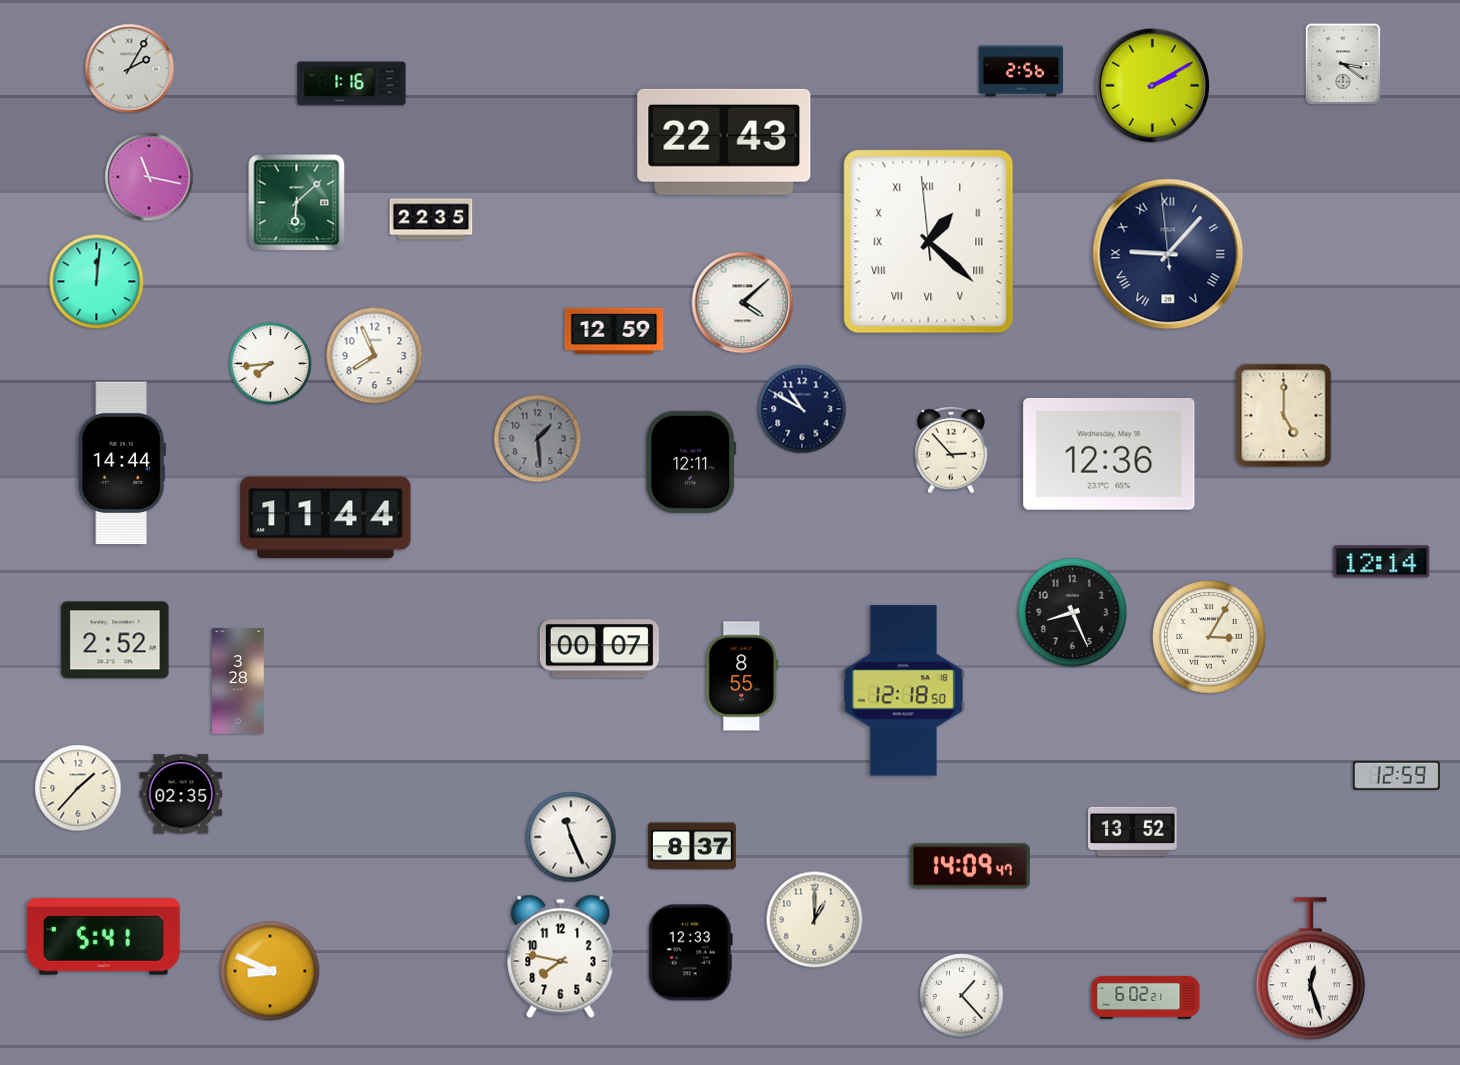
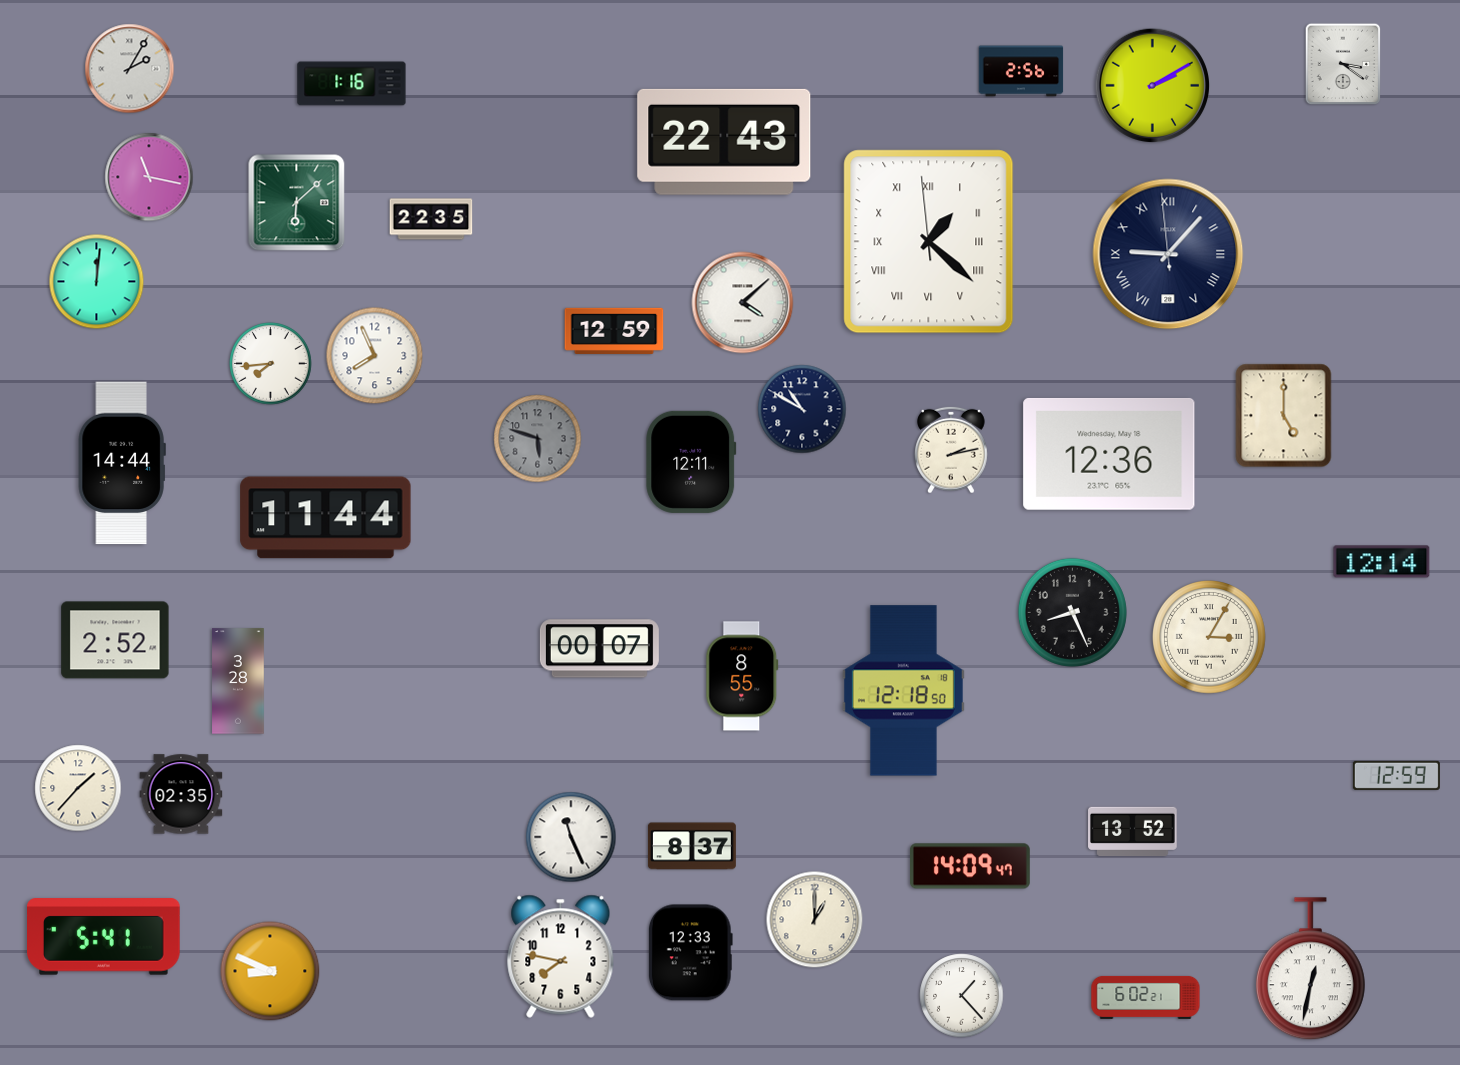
clock at (538, 439): 1:29 -> 5:48
clock at (952, 450): 2:53 -> 2:13
clock at (1310, 969): 12:27 -> 12:32
